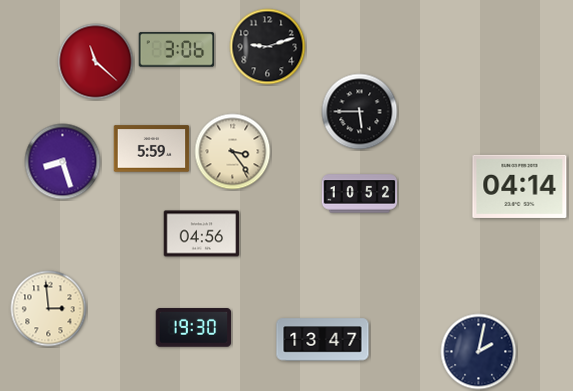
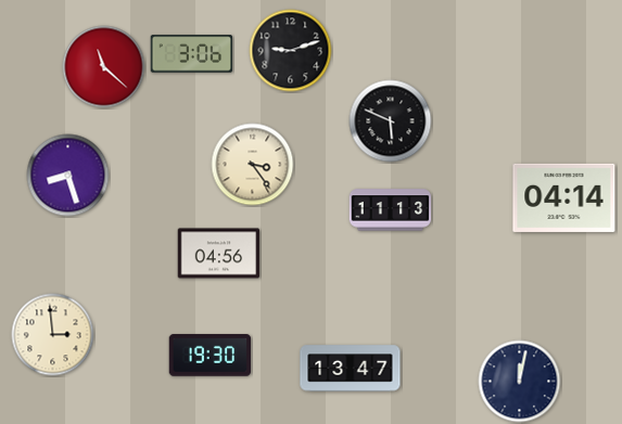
clock at (360, 112): 5:45 -> 5:49
clock at (152, 149): 5:59 -> none
clock at (520, 186) position: (520, 186) -> (564, 197)
clock at (360, 194): 10:52 -> 11:13
clock at (479, 352): 2:02 -> 12:02
